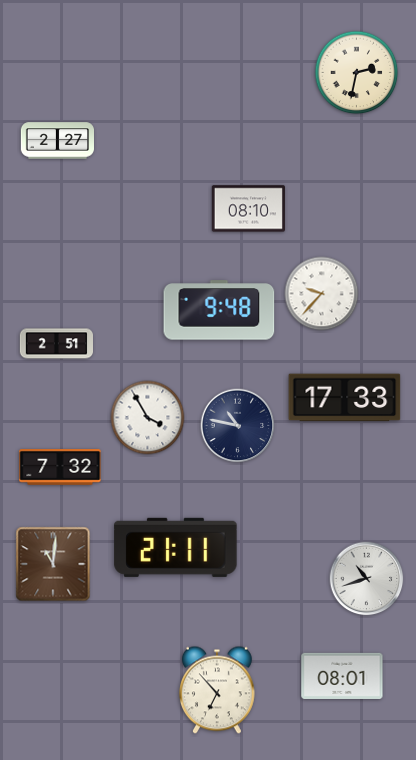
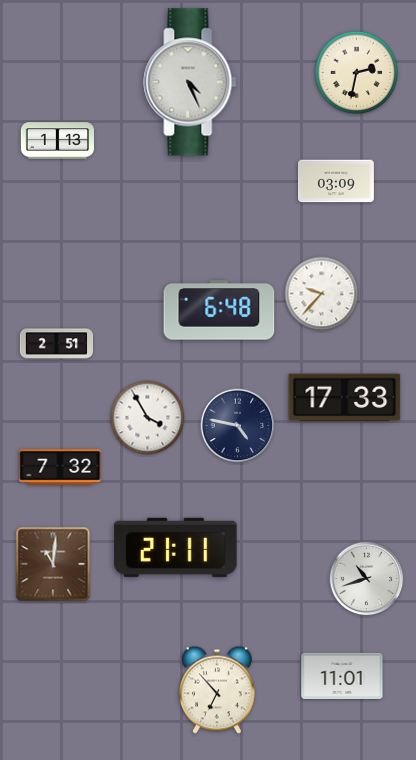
clock at (190, 82): none -> 4:26
clock at (57, 141): 2:27 -> 1:13
clock at (336, 181): none -> 03:09
clock at (248, 209): 08:10 -> none
clock at (219, 310): 9:48 -> 6:48
clock at (238, 426): 10:47 -> 4:47
clock at (342, 676): 08:01 -> 11:01
